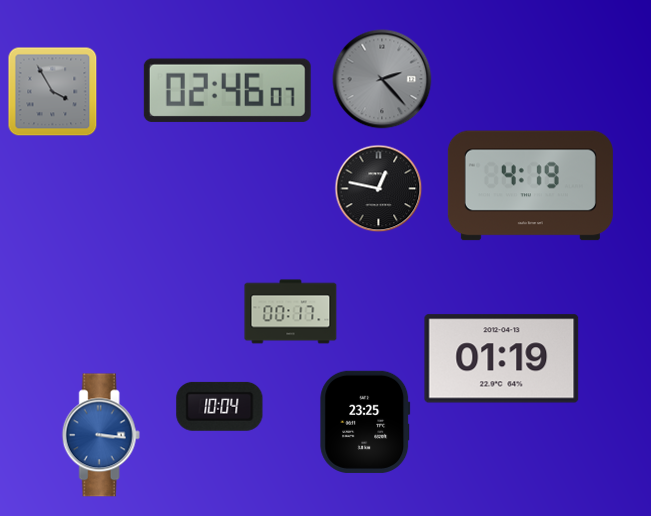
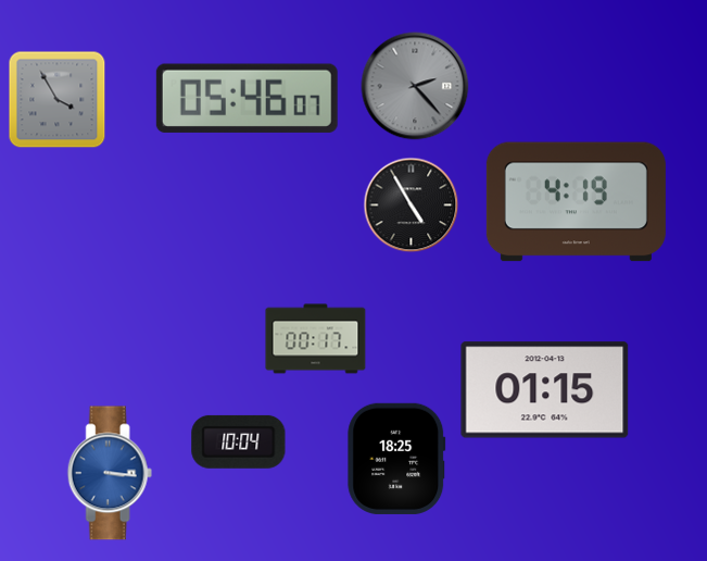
clock at (227, 90): 02:46 -> 05:46
clock at (379, 189): 12:47 -> 4:55
clock at (502, 359): 01:19 -> 01:15
clock at (365, 422): 23:25 -> 18:25
